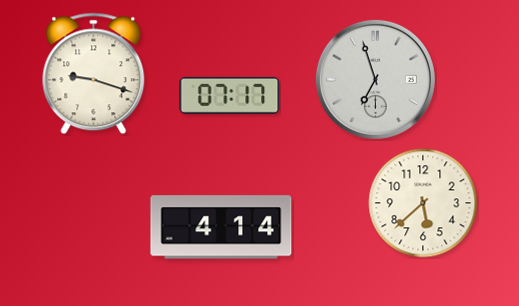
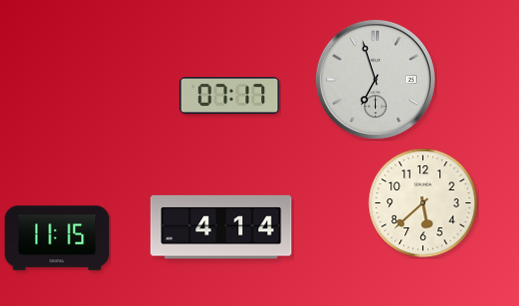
clock at (94, 74): 9:18 -> none
clock at (57, 238): none -> 11:15
